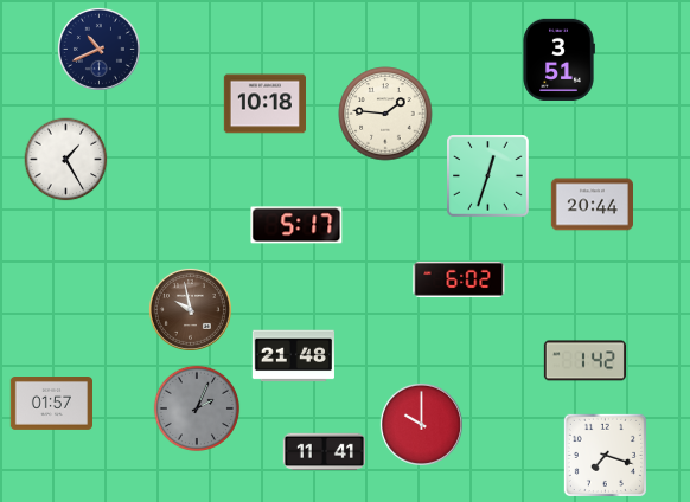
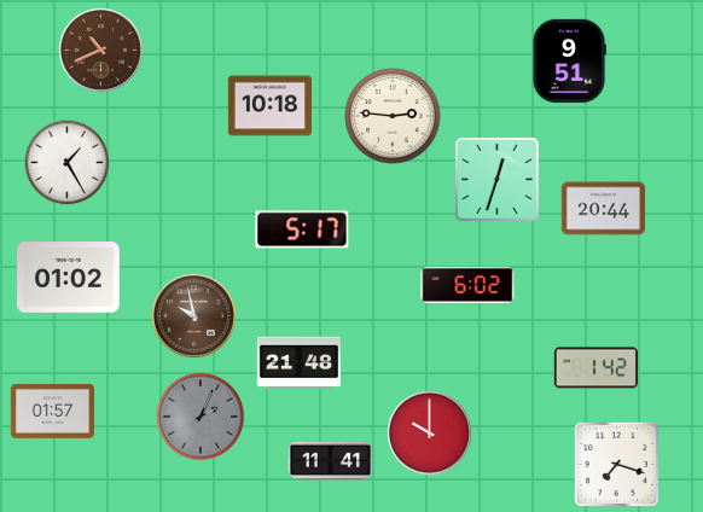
clock at (98, 49) dial: navy -> brown
clock at (558, 59): 3:51 -> 9:51
clock at (385, 114): 1:46 -> 2:46
clock at (69, 278): none -> 01:02
